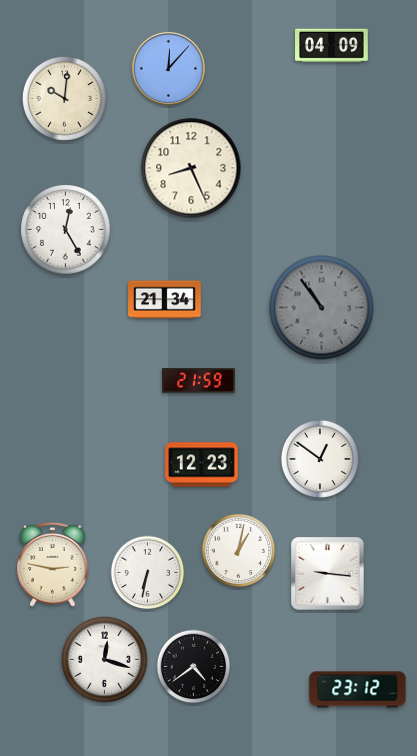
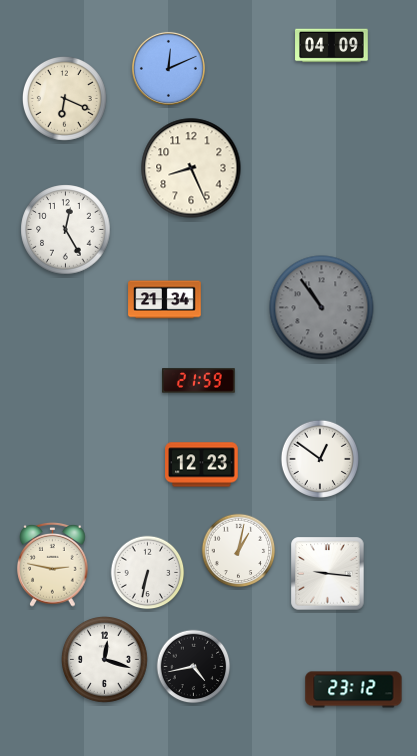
clock at (168, 68): 12:07 -> 12:11
clock at (64, 98): 10:01 -> 6:19
clock at (194, 667): 4:39 -> 4:43
clock at (358, 690) position: (358, 690) -> (354, 690)
